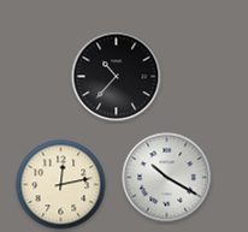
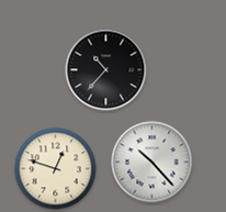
clock at (167, 178): 10:20 -> 10:23
clock at (61, 185): 12:13 -> 12:48
